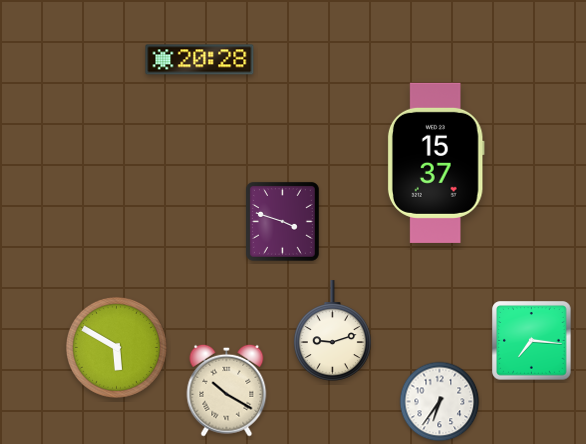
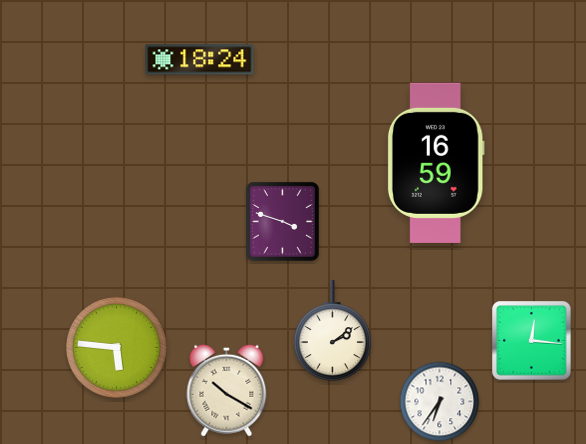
clock at (200, 60): 20:28 -> 18:24
clock at (436, 163): 15:37 -> 16:59
clock at (332, 331): 9:12 -> 2:09
clock at (532, 341): 7:16 -> 12:16
clock at (116, 347): 5:50 -> 5:46
